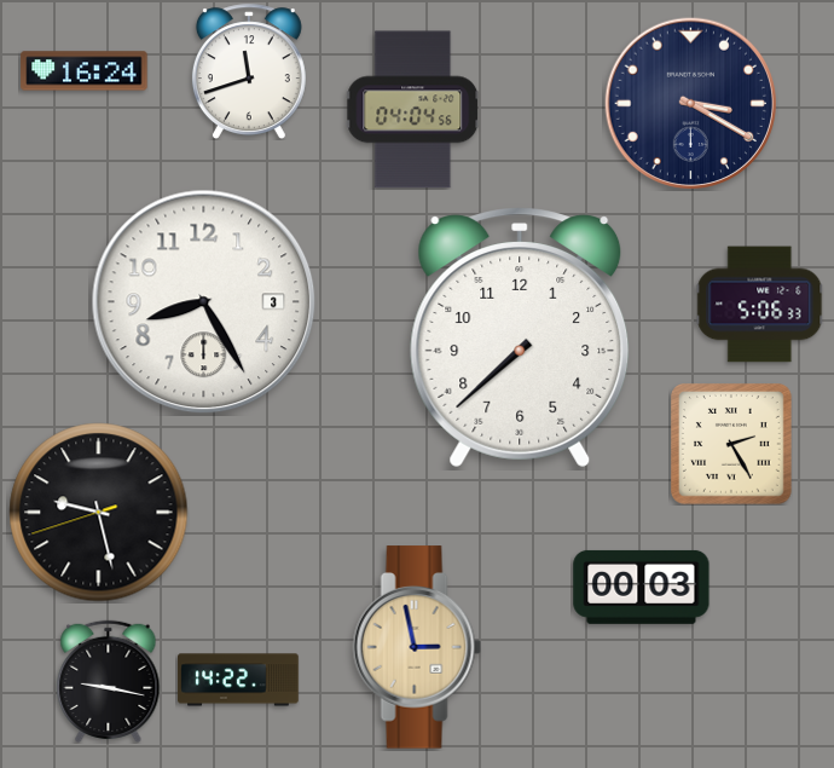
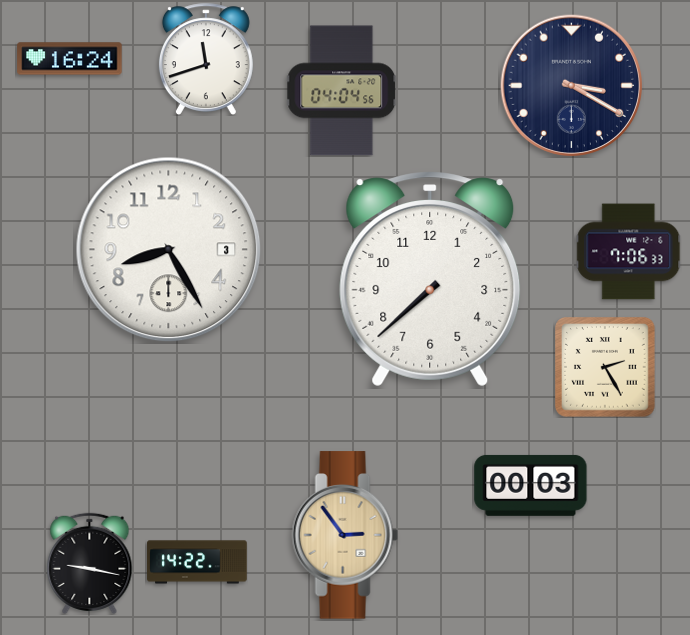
clock at (759, 305): 5:06 -> 7:06
clock at (99, 513): 9:27 -> none
clock at (417, 647): 2:58 -> 2:54
